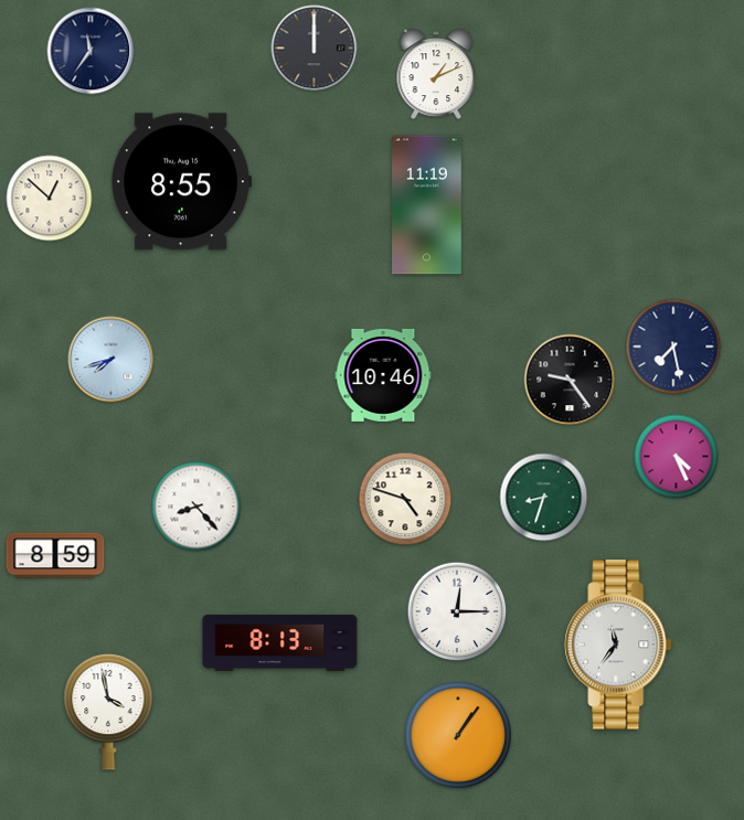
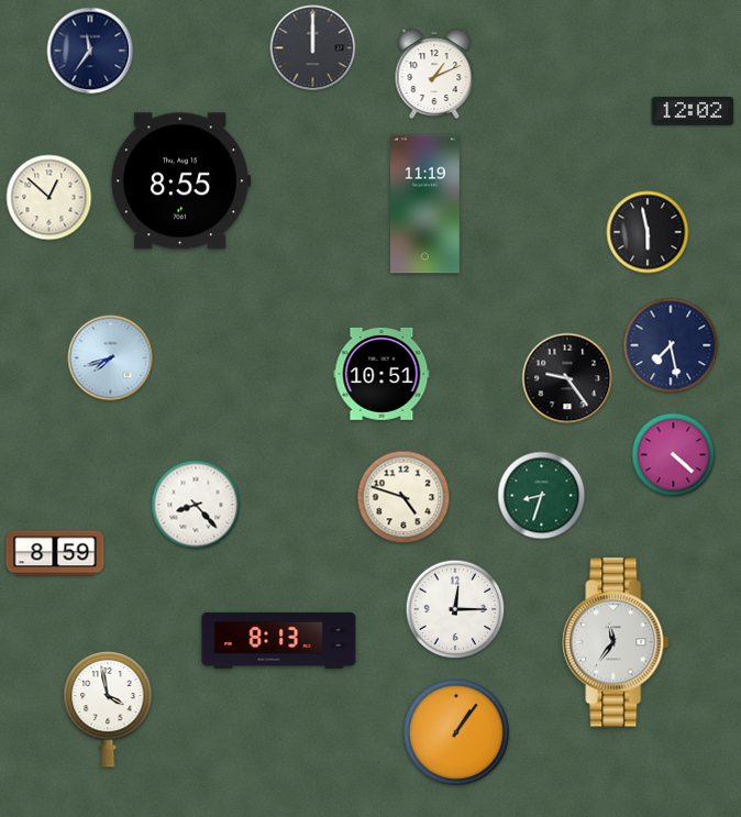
clock at (693, 111): none -> 12:02
clock at (648, 232): none -> 5:58
clock at (383, 375): 10:46 -> 10:51
clock at (677, 457): 4:26 -> 4:22
